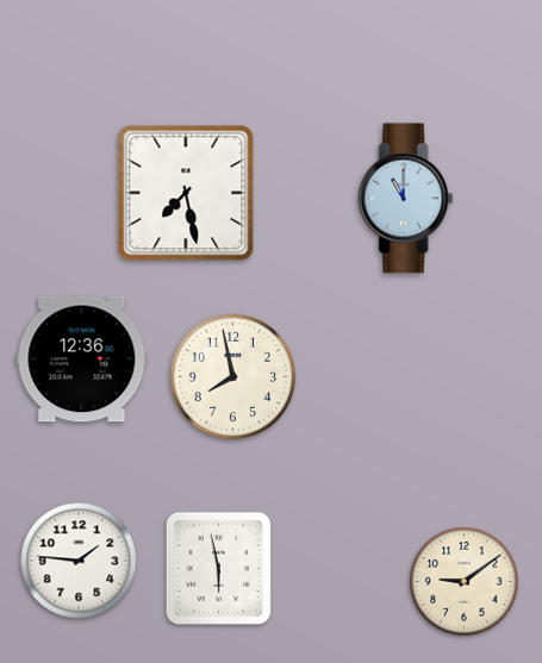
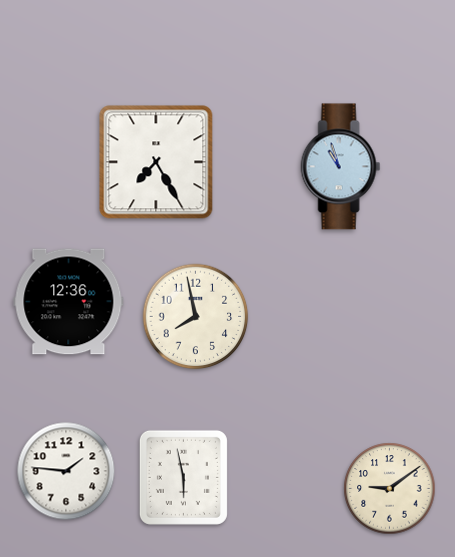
clock at (186, 193): 7:28 -> 7:25
clock at (406, 199): 11:00 -> 10:57
